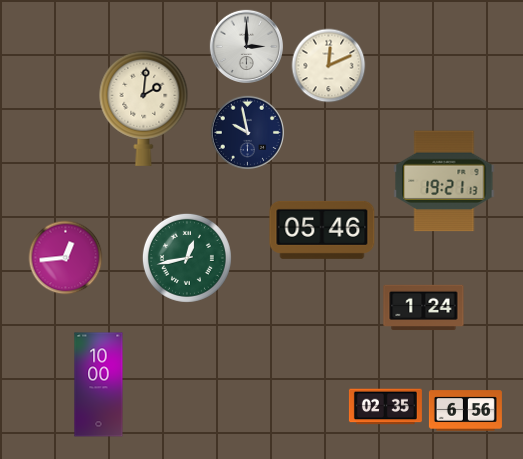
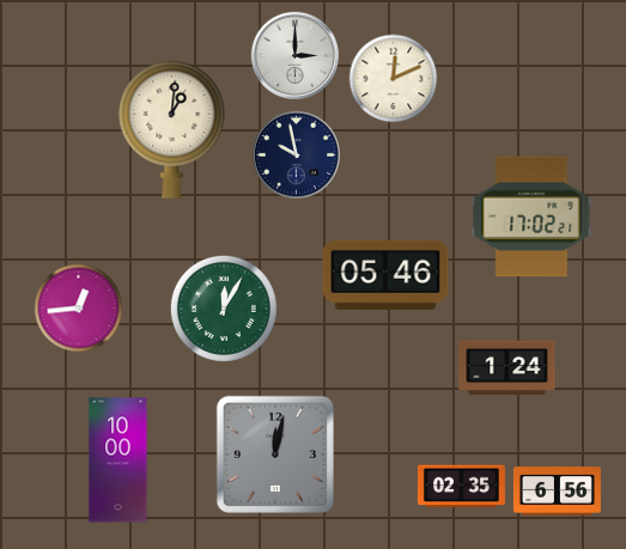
clock at (144, 108): 2:01 -> 1:01
clock at (247, 132) position: (247, 132) -> (296, 154)
clock at (444, 181): 19:21 -> 17:02
clock at (187, 258): 12:43 -> 12:05
clock at (275, 455): none -> 12:02
